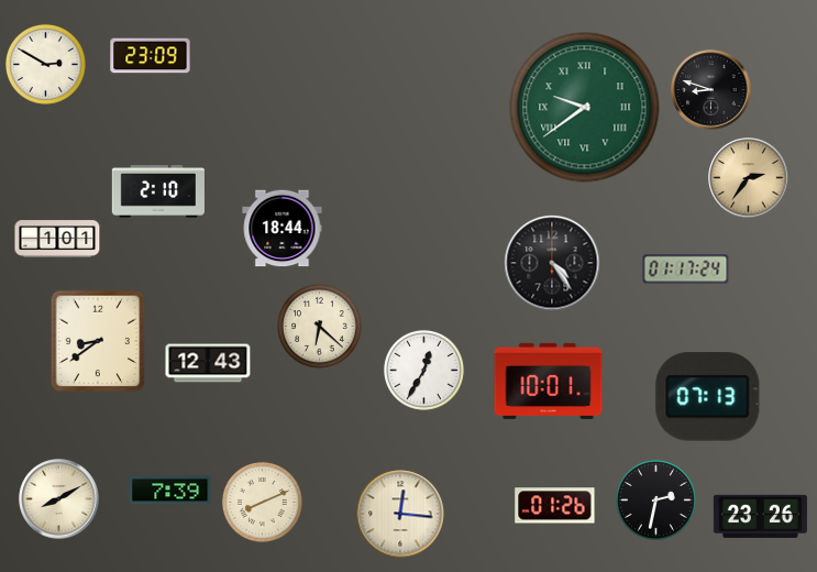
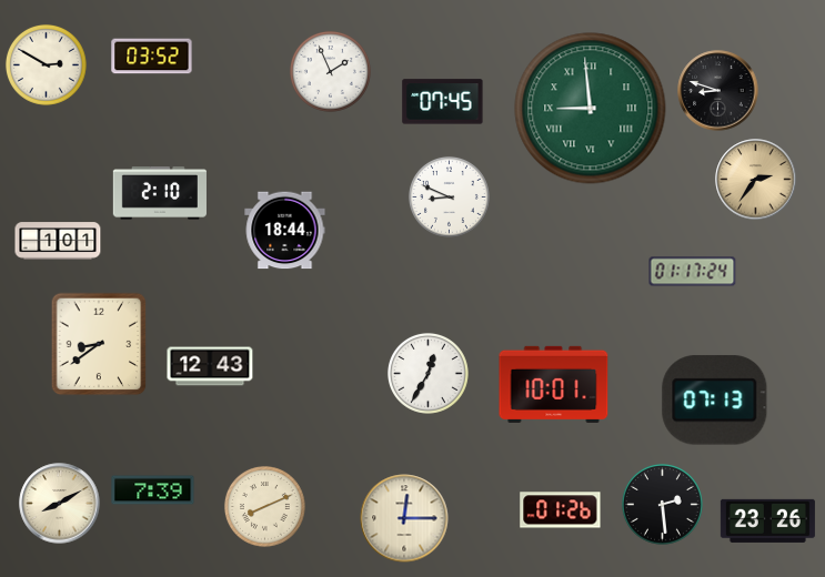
clock at (151, 56): 23:09 -> 03:52
clock at (330, 71): none -> 1:56
clock at (443, 102): none -> 07:45
clock at (585, 108): 9:39 -> 8:59
clock at (449, 196): none -> 8:49
clock at (552, 263): 4:24 -> none
clock at (320, 327): 6:22 -> none
clock at (170, 491) position: (170, 491) -> (153, 490)
clock at (655, 499): 2:32 -> 2:29
clock at (400, 514): 12:16 -> 12:15
